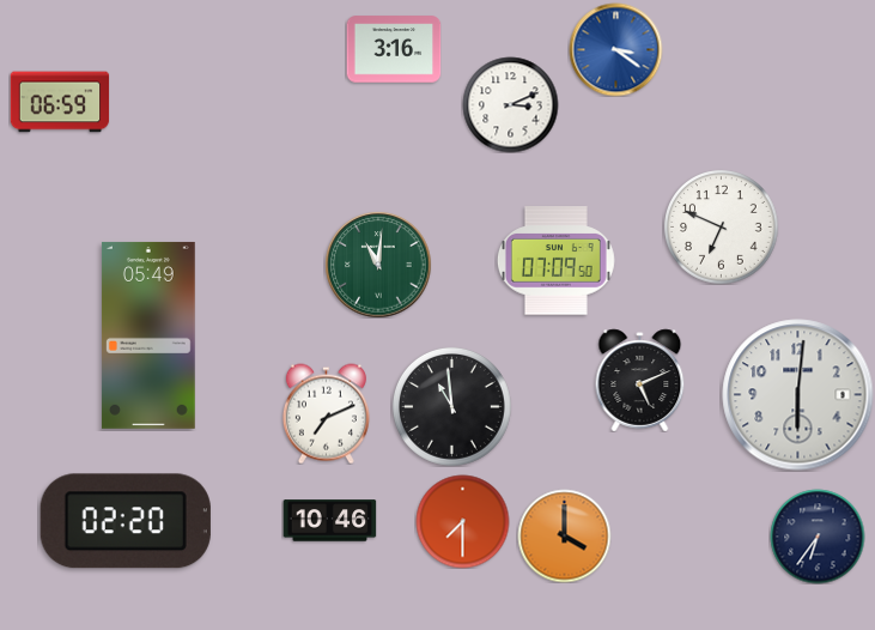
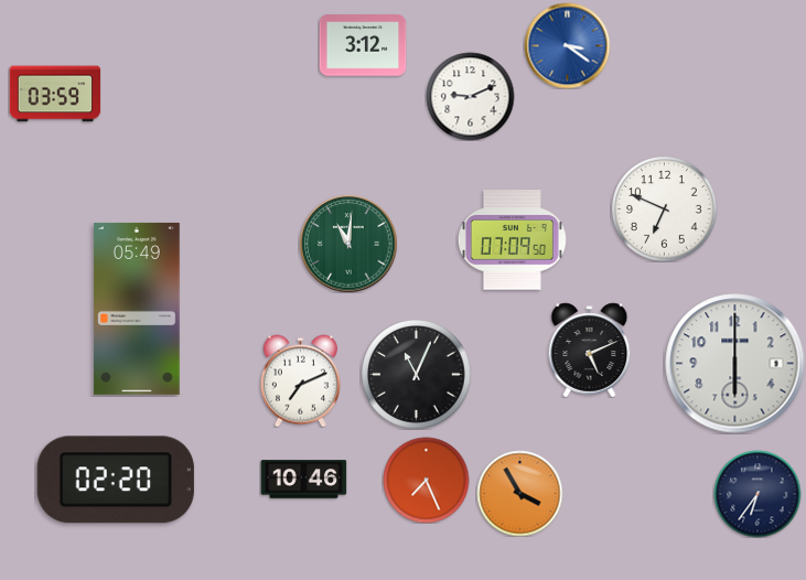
clock at (394, 49): 3:16 -> 3:12
clock at (60, 102): 06:59 -> 03:59
clock at (510, 104): 3:11 -> 9:11
clock at (798, 395): 6:01 -> 6:00
clock at (451, 406): 10:59 -> 11:04
clock at (462, 521): 7:30 -> 7:26
clock at (564, 535): 4:00 -> 3:55
clock at (818, 537) position: (818, 537) -> (757, 494)
